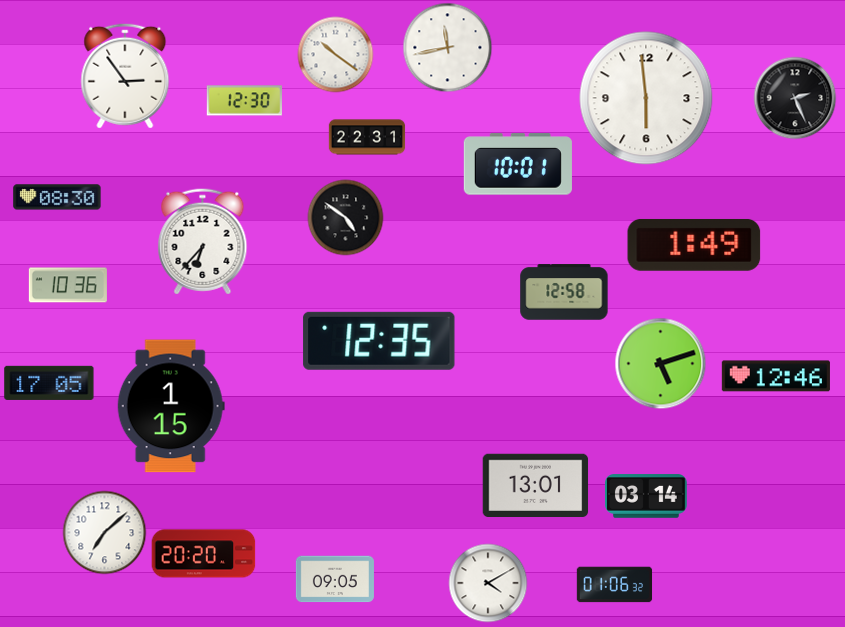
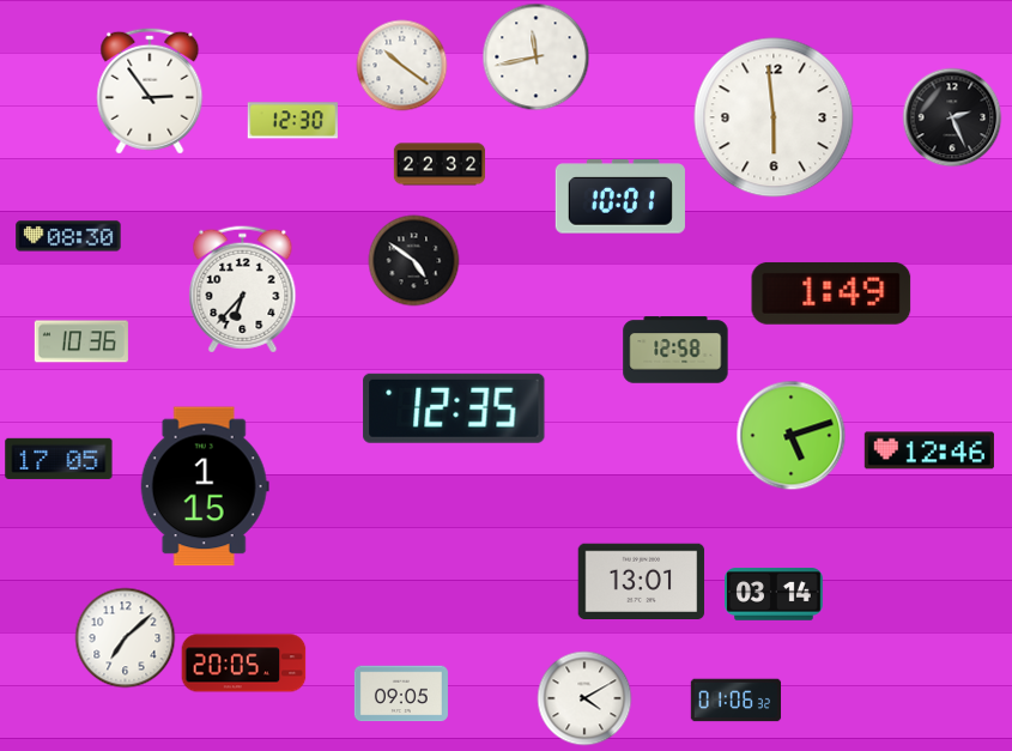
clock at (367, 137): 22:31 -> 22:32
clock at (204, 554): 20:20 -> 20:05
